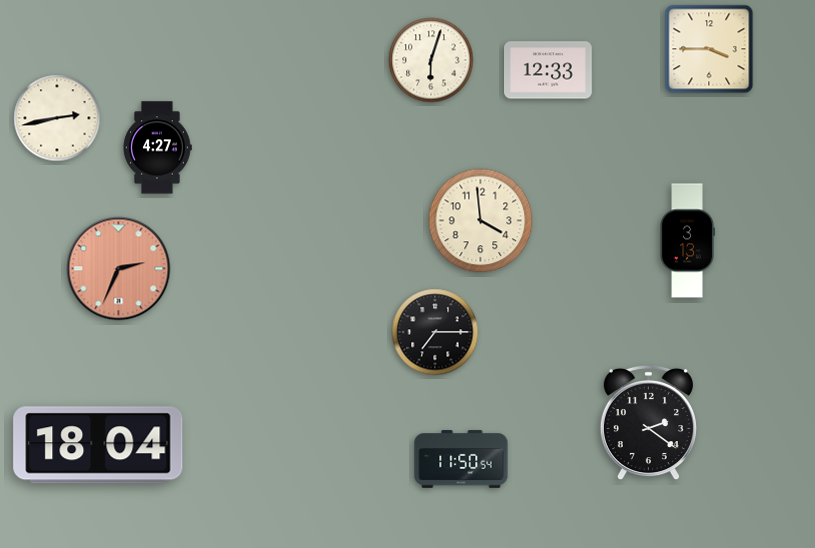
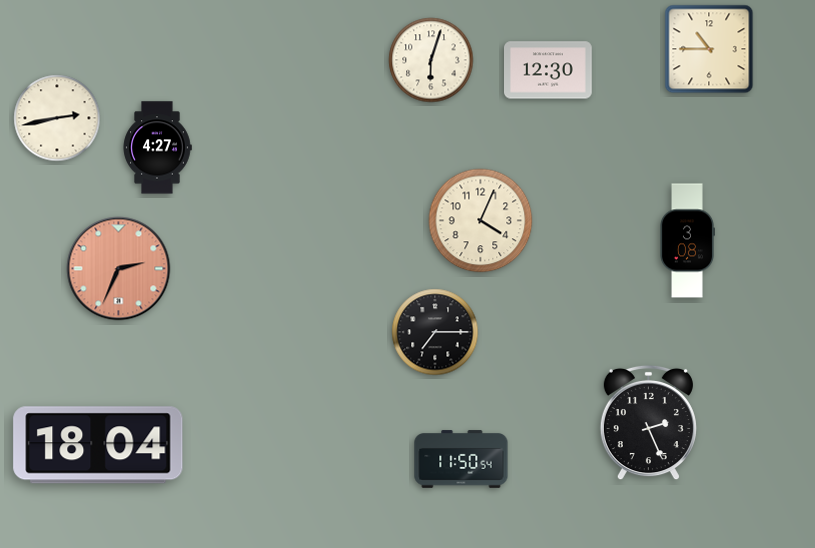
clock at (709, 49): 3:45 -> 10:45
clock at (549, 70): 12:33 -> 12:30
clock at (481, 221): 3:59 -> 4:04
clock at (688, 241): 3:13 -> 3:08
clock at (648, 423): 2:21 -> 2:26
